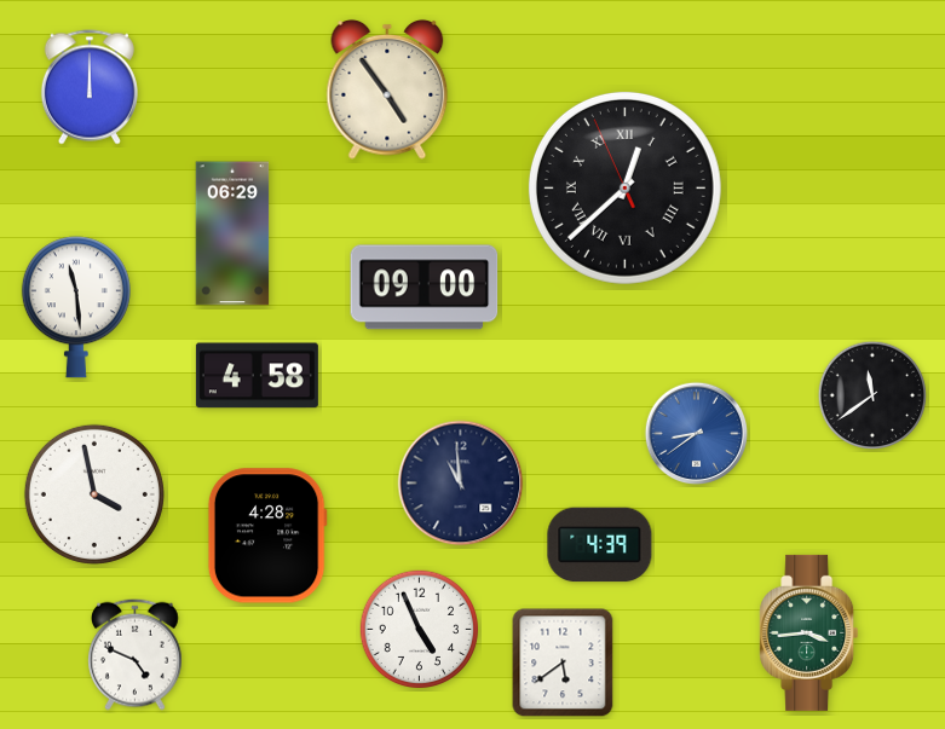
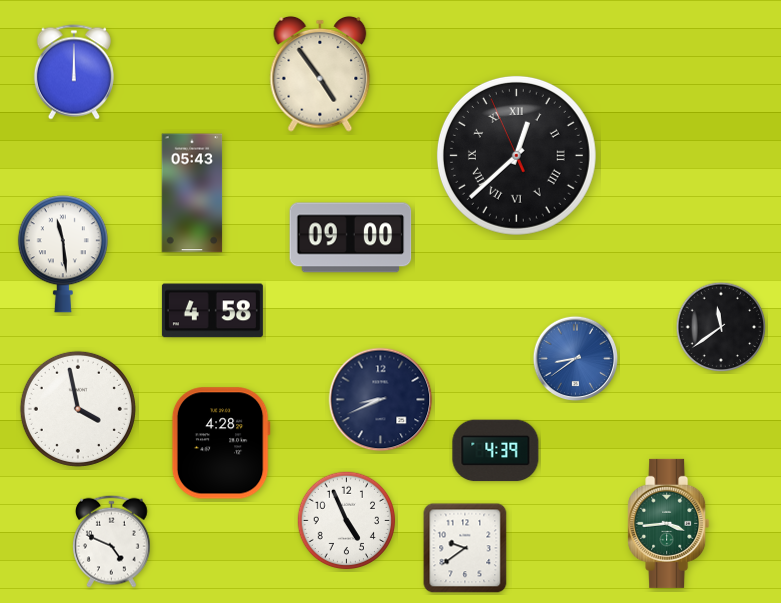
clock at (232, 233): 06:29 -> 05:43
clock at (461, 484): 10:59 -> 8:41
clock at (563, 663): 5:39 -> 9:39
